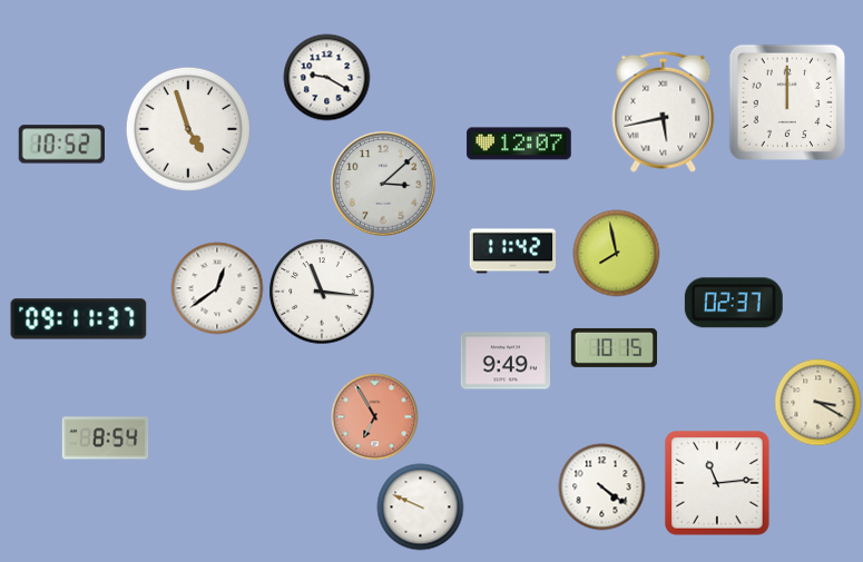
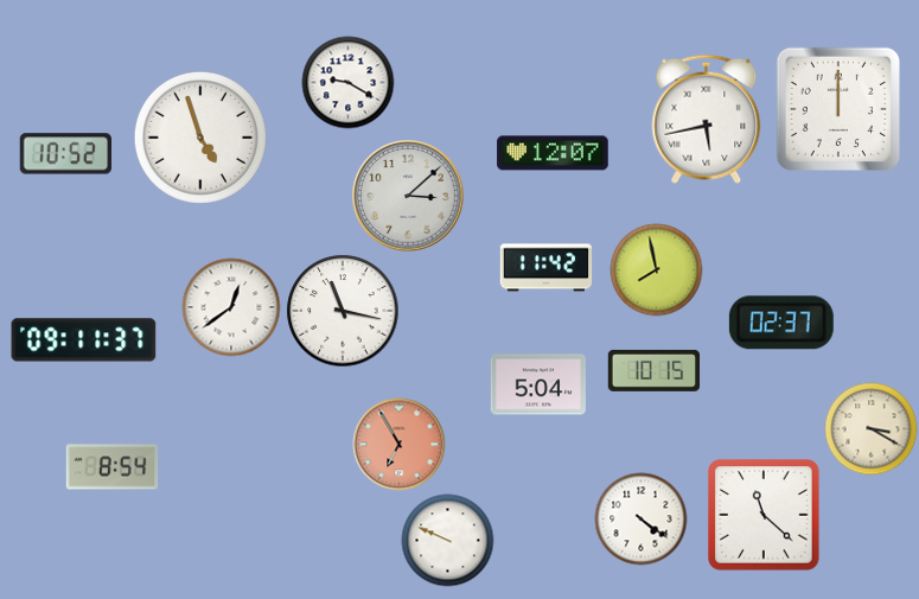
clock at (322, 292): 11:16 -> 11:17
clock at (506, 361): 9:49 -> 5:04
clock at (717, 483): 11:14 -> 11:22
